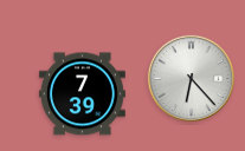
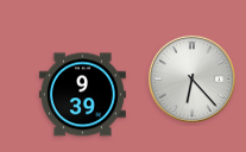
clock at (82, 94): 7:39 -> 9:39
